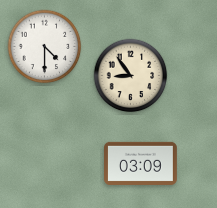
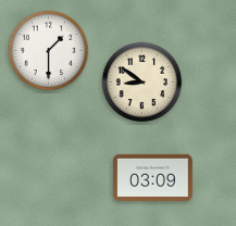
clock at (45, 47): 4:30 -> 1:30
clock at (131, 76): 8:54 -> 8:51
